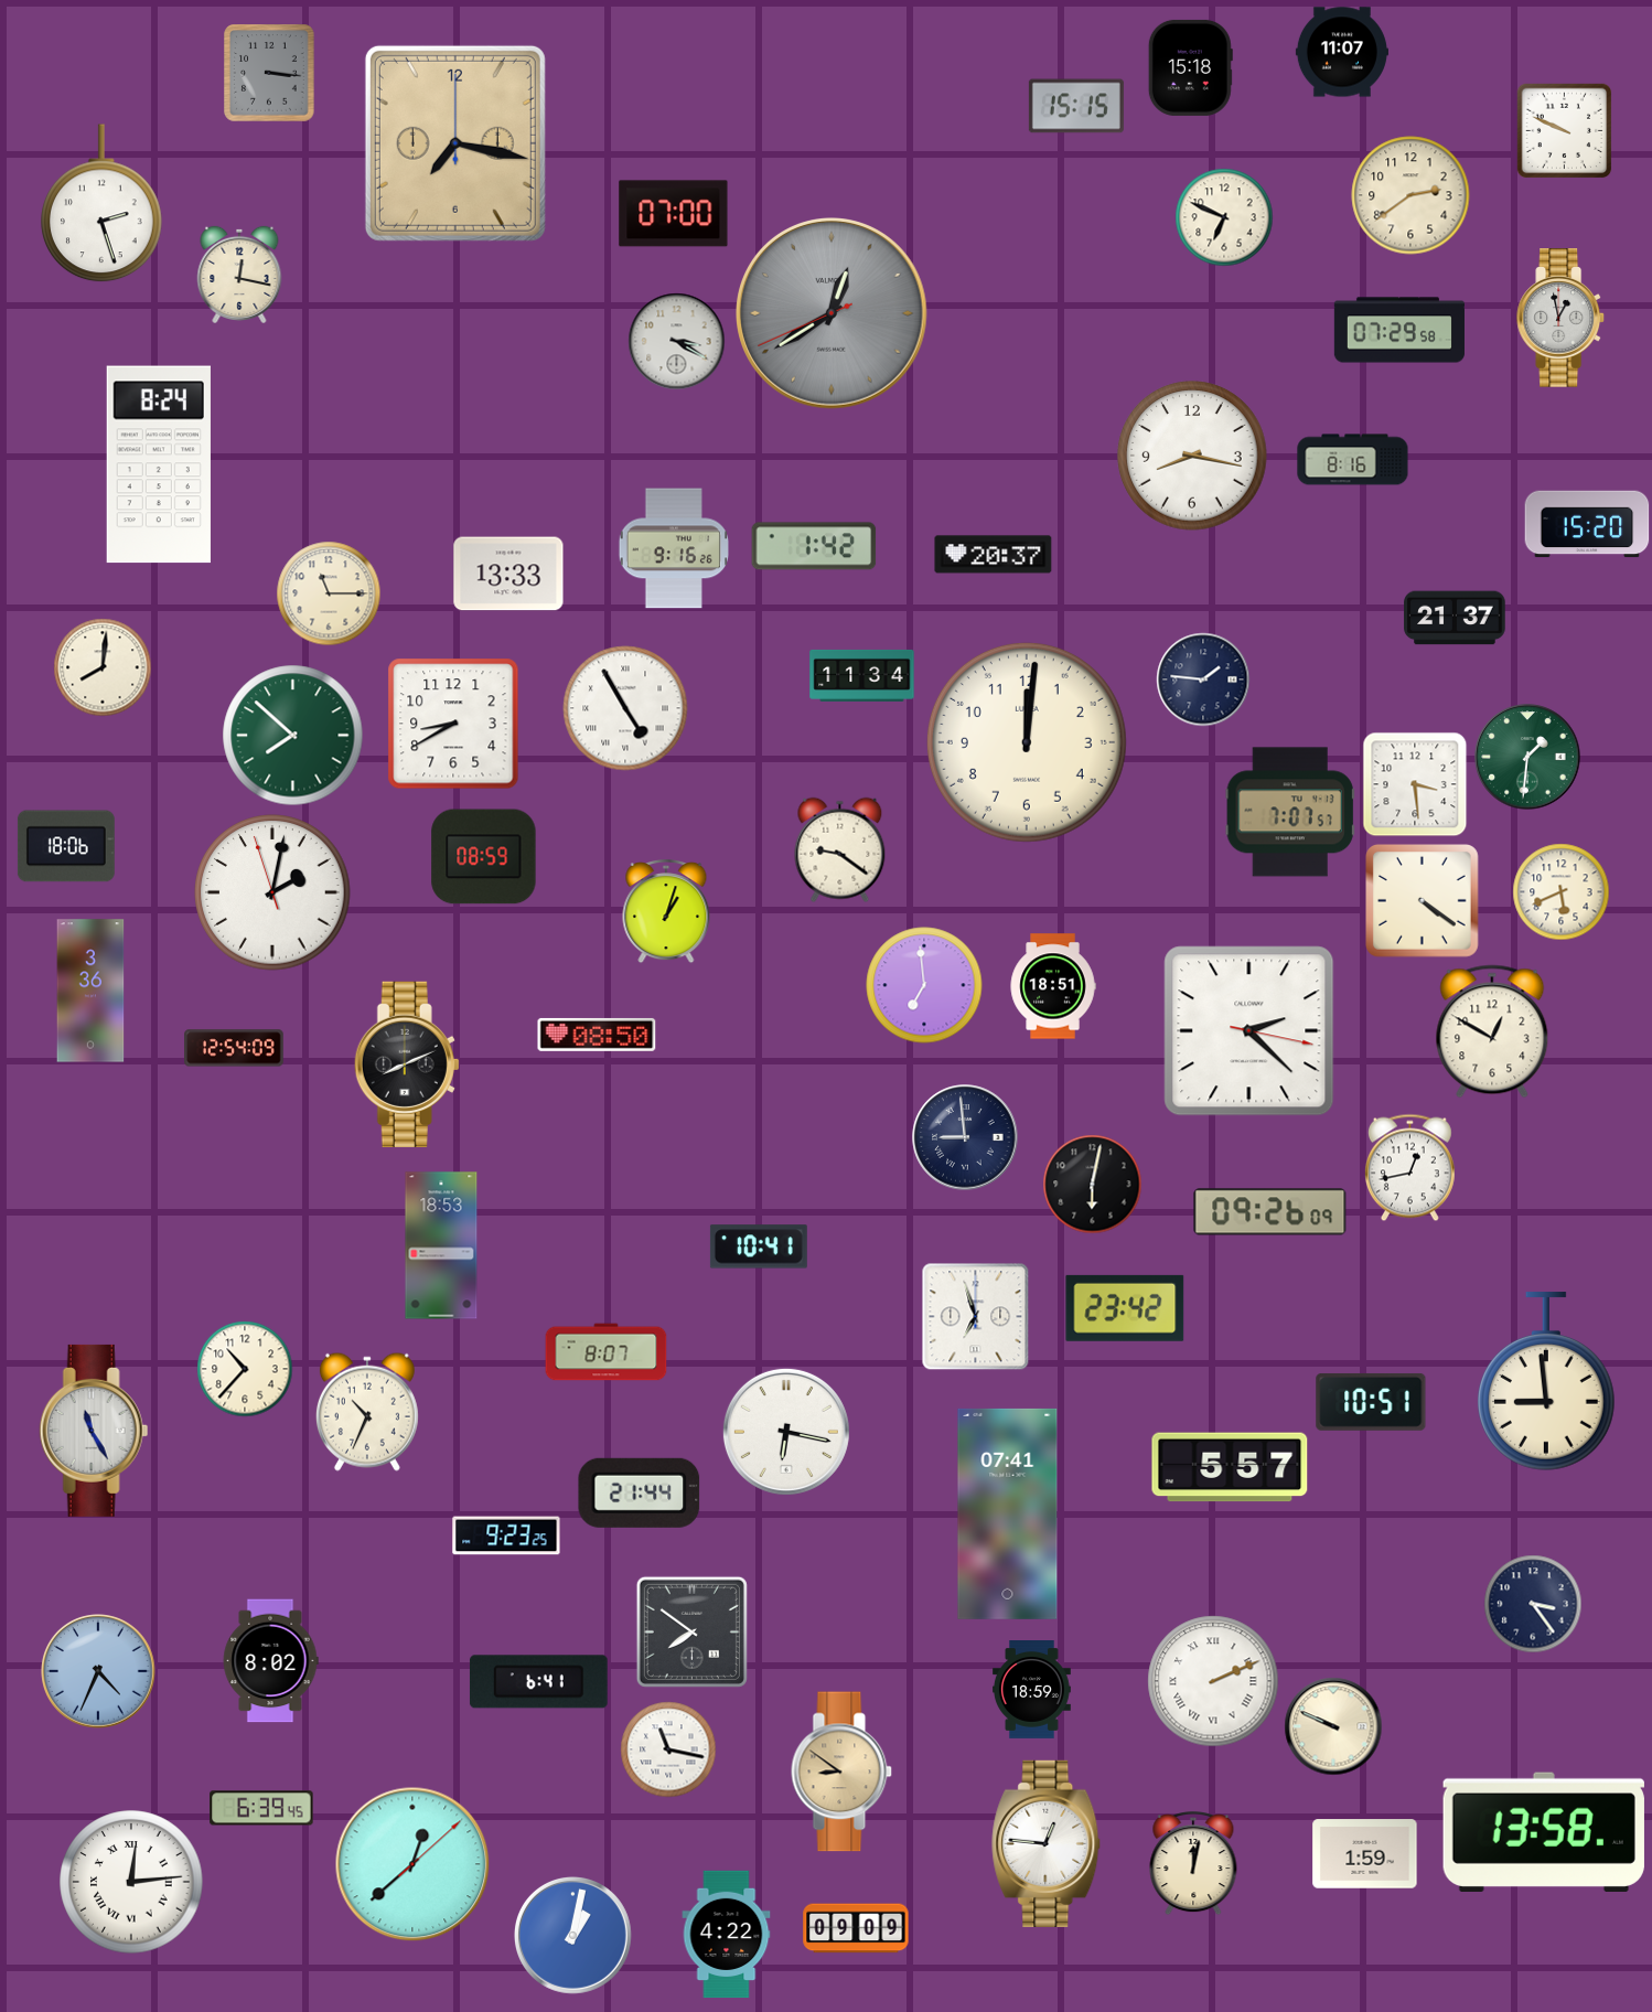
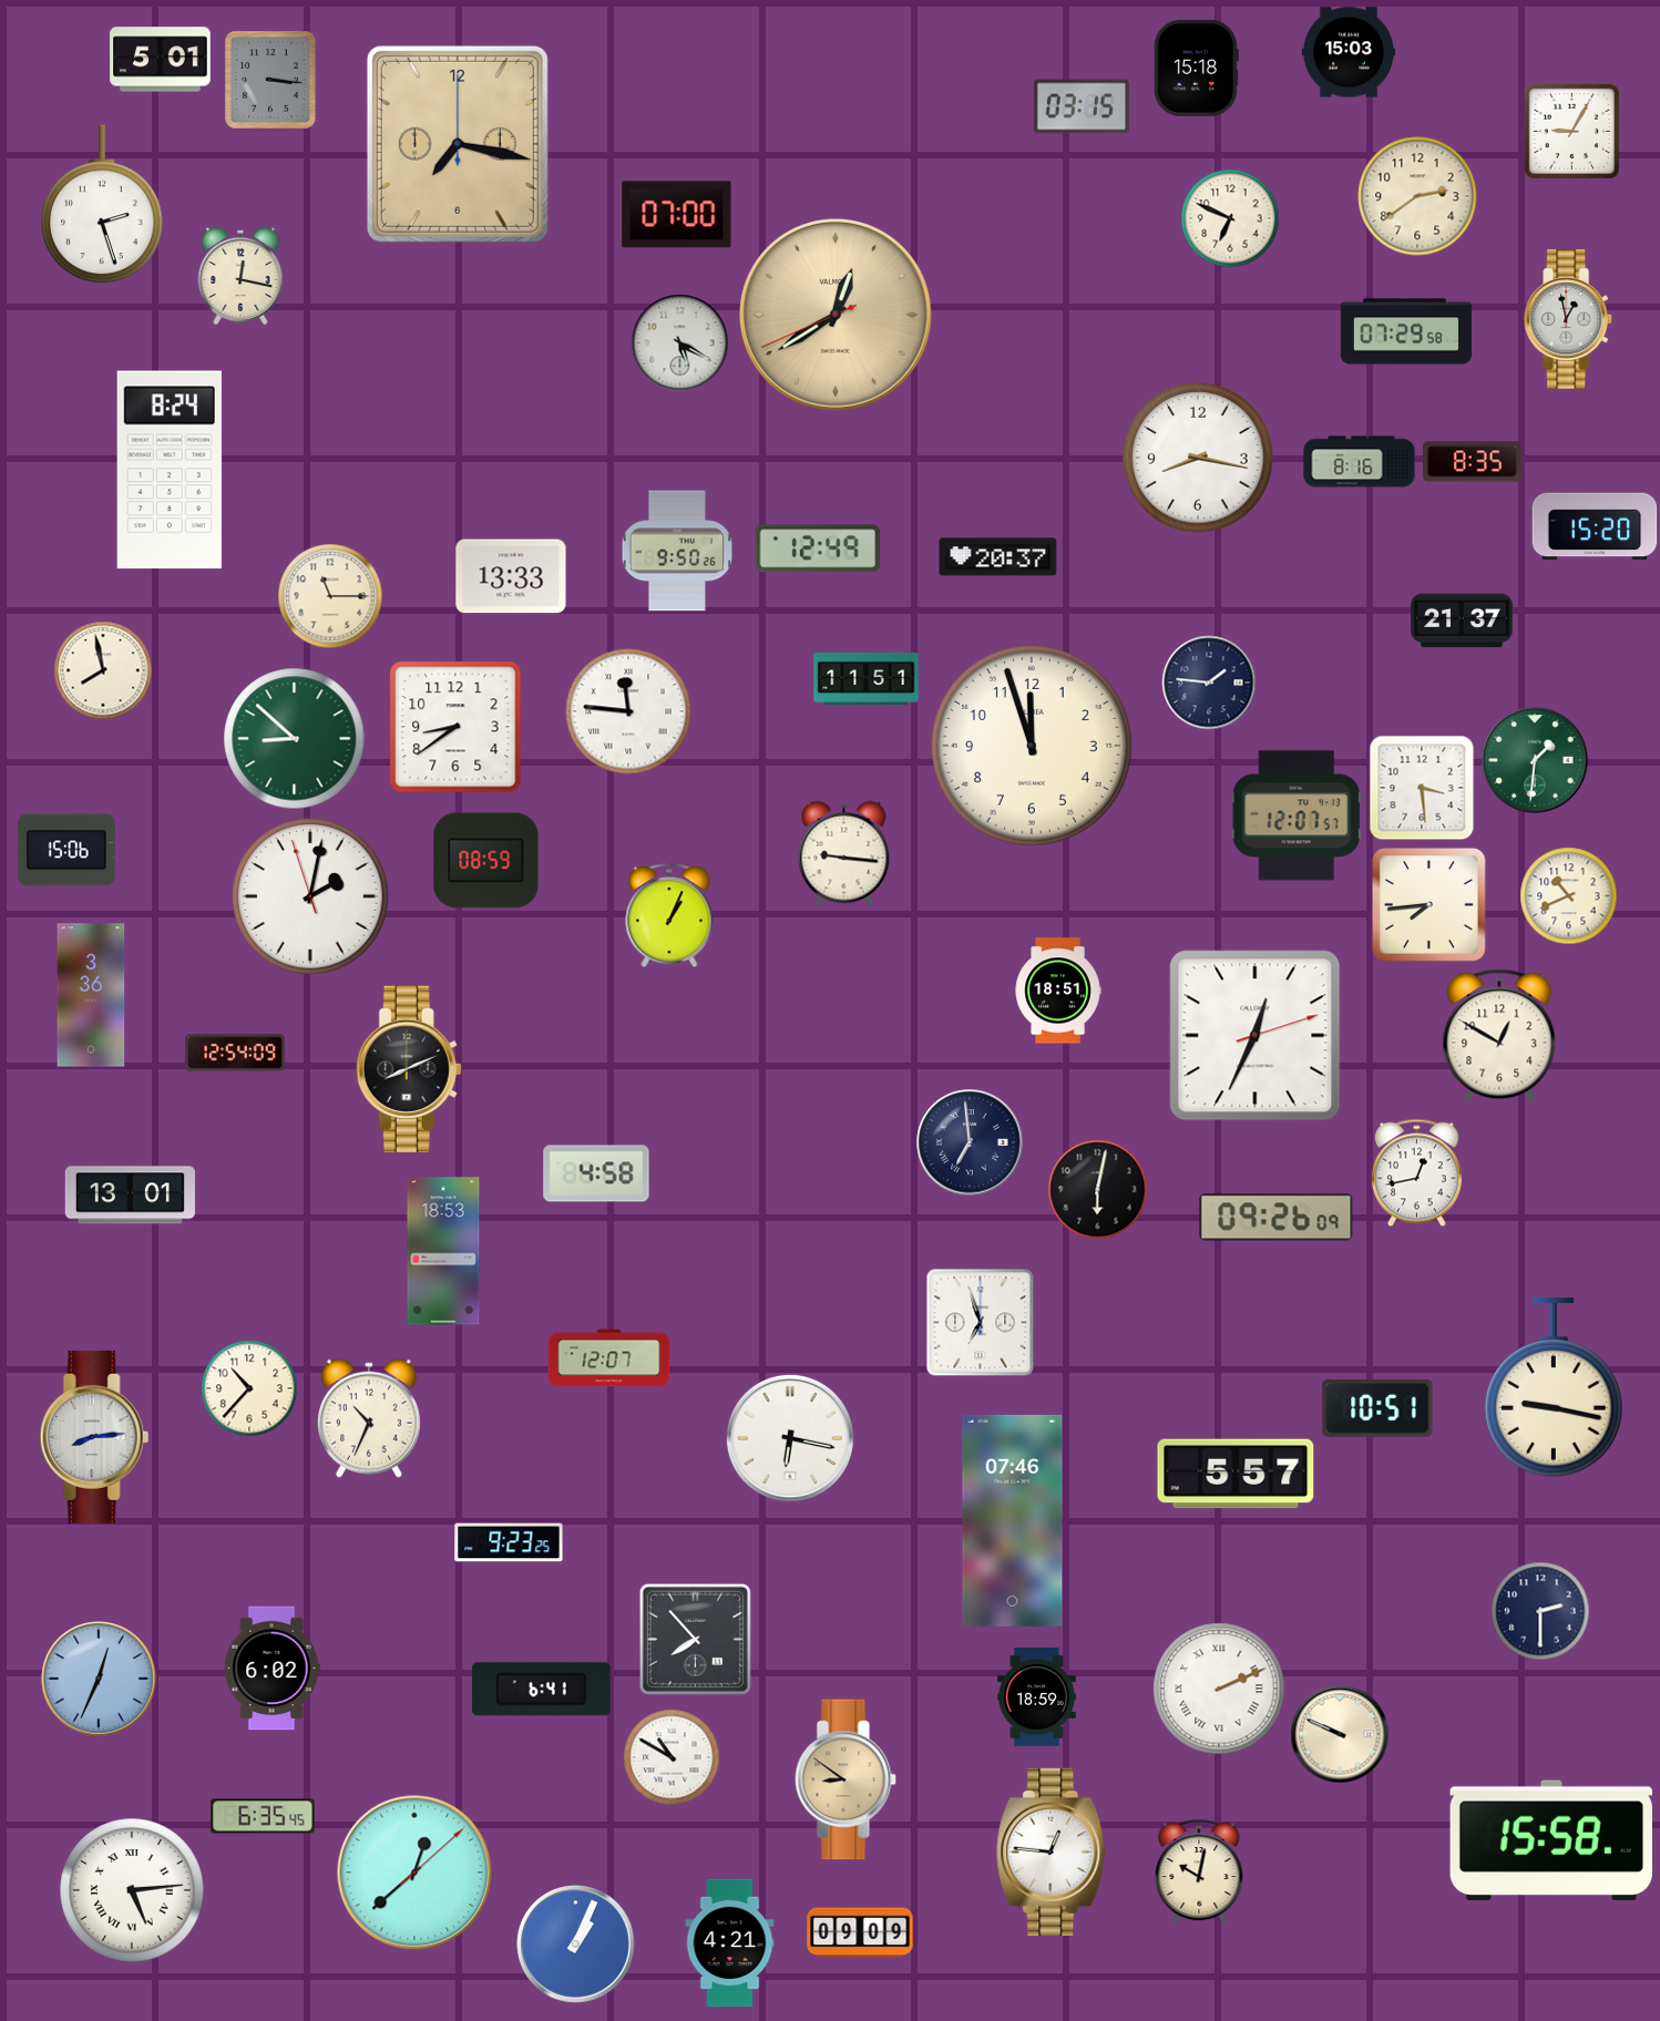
clock at (1342, 52): 11:07 -> 15:03
clock at (161, 60): none -> 5:01
clock at (269, 73) position: (269, 73) -> (270, 80)
clock at (1076, 106): 15:15 -> 03:15
clock at (1565, 131): 9:49 -> 9:05
clock at (832, 313) dial: grey -> champagne
clock at (677, 342): 3:20 -> 5:20
clock at (1473, 462): none -> 8:35
clock at (159, 464) position: (159, 464) -> (170, 470)
clock at (814, 546): 1:42 -> 12:49
clock at (673, 548): 9:16 -> 9:50
clock at (103, 667): 8:01 -> 7:58
clock at (862, 675): 11:34 -> 11:51
clock at (625, 708): 4:55 -> 11:46
clock at (453, 724): 8:40 -> 8:39
clock at (293, 736): 7:52 -> 8:52
clock at (1027, 742): 12:01 -> 11:57
clock at (1290, 812): 7:07 -> 12:07
clock at (66, 846): 18:06 -> 15:06
clock at (840, 850): 9:21 -> 9:16
clock at (272, 892) position: (272, 892) -> (310, 896)
clock at (1562, 892): 5:41 -> 10:41
clock at (1423, 901): 4:21 -> 7:44
clock at (666, 912): 1:03 -> 1:04
clock at (924, 985): 6:59 -> none
clock at (1249, 1031): 2:22 -> 12:34
clock at (597, 1035): 08:50 -> none
clock at (965, 1137): 8:59 -> 6:59
clock at (596, 1173): none -> 4:58
clock at (130, 1196): none -> 13:01
clock at (759, 1246): 10:41 -> none
clock at (1125, 1308): 23:42 -> none
clock at (607, 1352): 8:07 -> 12:07
clock at (245, 1369) position: (245, 1369) -> (249, 1388)
clock at (1546, 1381): 8:59 -> 9:17
clock at (94, 1431): 11:25 -> 8:14
clock at (640, 1492): 21:44 -> none
clock at (1008, 1513): 07:41 -> 07:46
clock at (1533, 1604): 3:24 -> 2:30
clock at (691, 1631): 7:51 -> 7:53
clock at (270, 1661): 8:02 -> 6:02
clock at (98, 1671): 4:34 -> 12:34
clock at (668, 1749): 11:17 -> 10:50
clock at (261, 1808): 6:39 -> 6:35
clock at (1544, 1832): 13:58 -> 15:58
clock at (1365, 1854): 1:59 -> none
clock at (1193, 1864): 12:02 -> 10:02
clock at (131, 1882): 12:14 -> 5:14
clock at (856, 1928) position: (856, 1928) -> (860, 1932)
clock at (727, 1935): 4:22 -> 4:21
clock at (573, 1936): 1:02 -> 1:04
